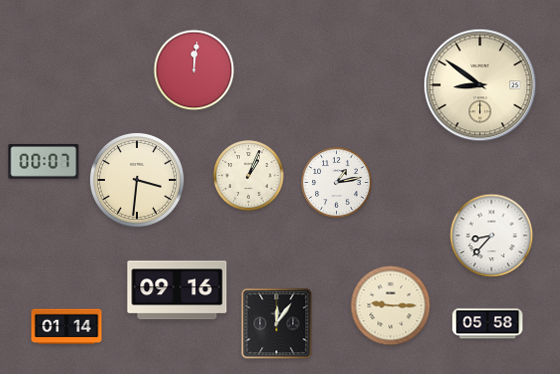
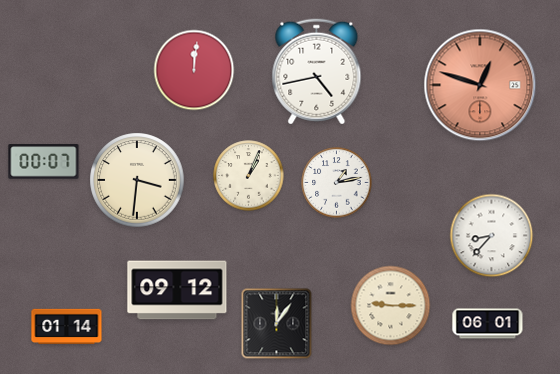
clock at (317, 72): none -> 4:43
clock at (480, 85): 8:51 -> 12:48
clock at (480, 85) dial: cream -> salmon
clock at (177, 290): 09:16 -> 09:12
clock at (488, 324): 05:58 -> 06:01
